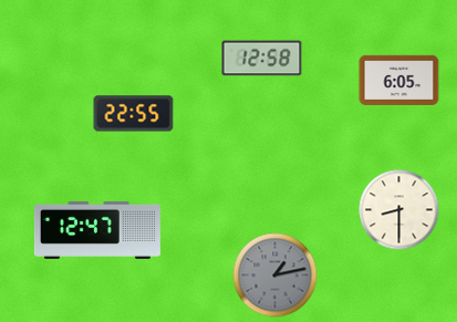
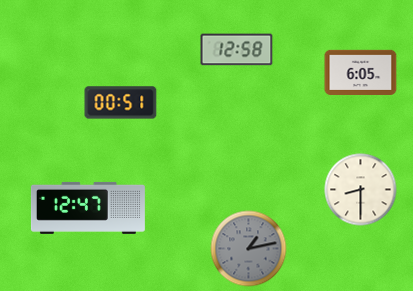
clock at (262, 59) position: (262, 59) -> (237, 50)
clock at (134, 114): 22:55 -> 00:51
